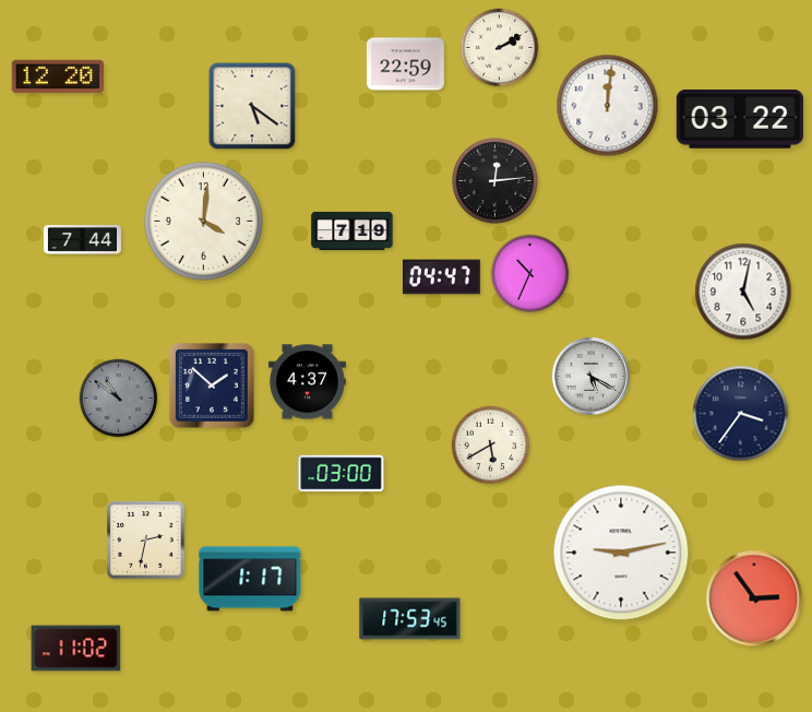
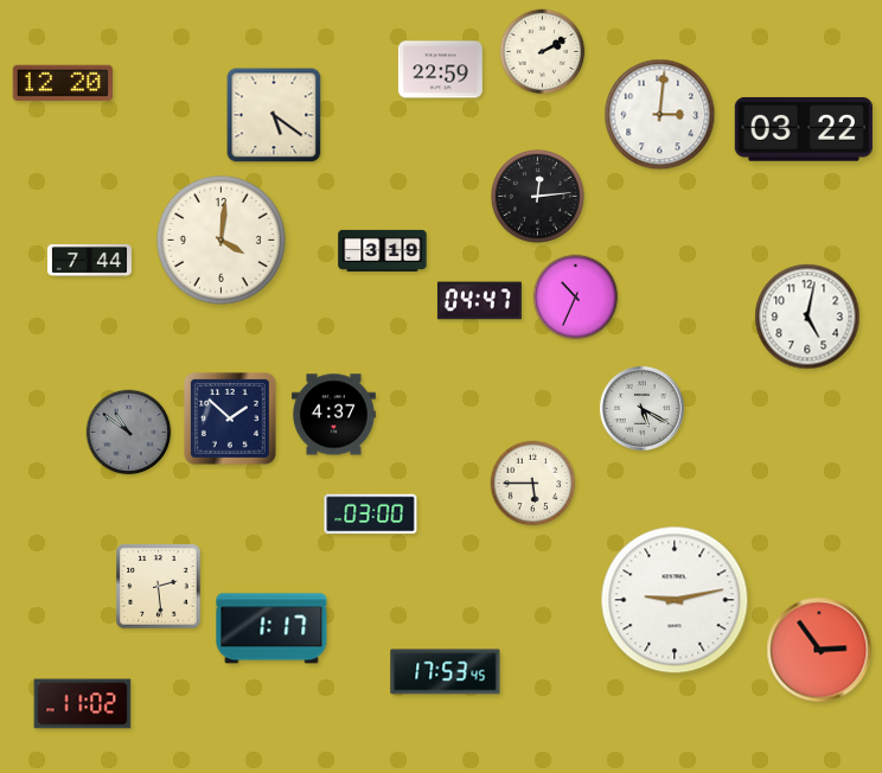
clock at (608, 106): 12:01 -> 3:01
clock at (353, 230): 7:19 -> 3:19
clock at (741, 414): 3:36 -> none
clock at (491, 446): 5:40 -> 5:45
clock at (146, 541): 2:32 -> 2:29
